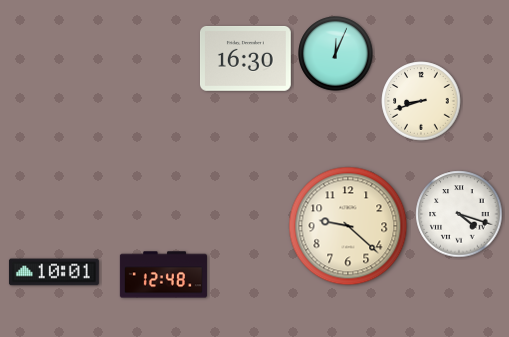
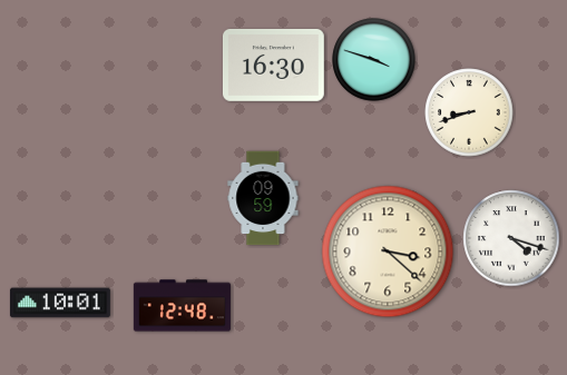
clock at (336, 54): 12:04 -> 3:48
clock at (263, 198): none -> 09:59
clock at (348, 226): 9:22 -> 3:22
